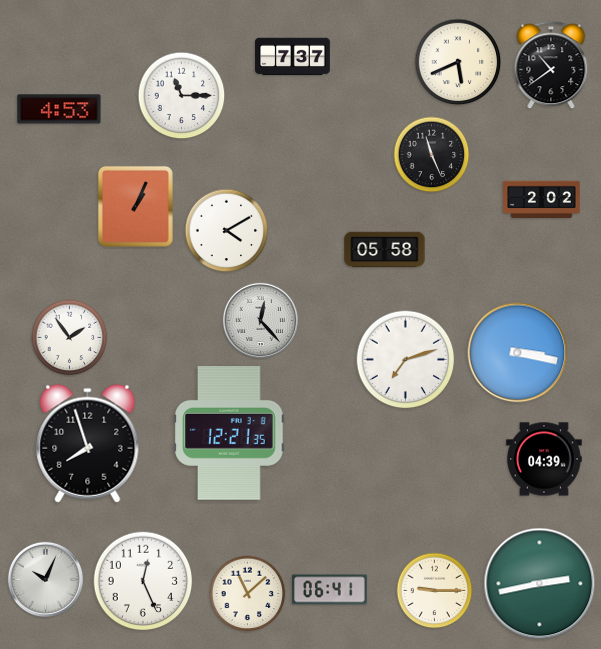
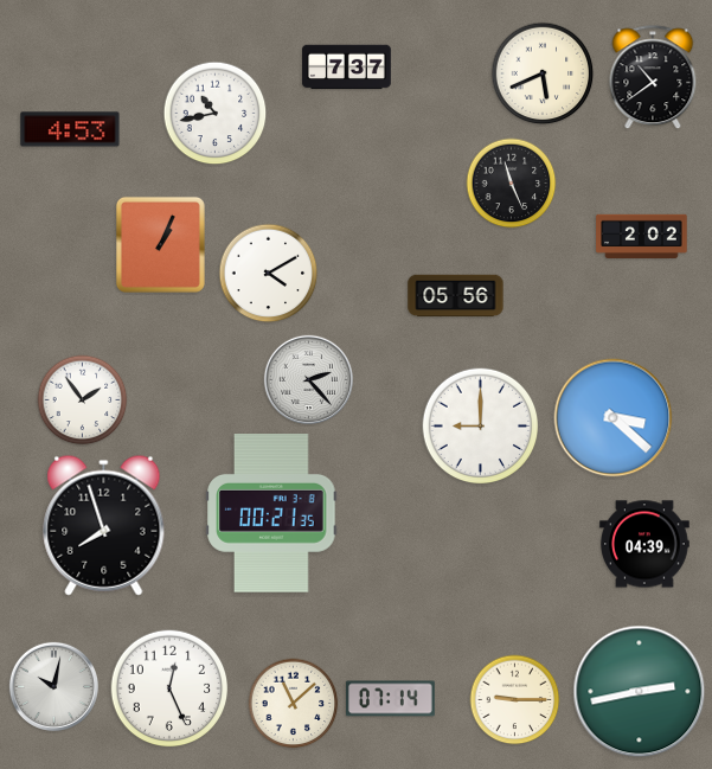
clock at (182, 96): 11:15 -> 10:43
clock at (385, 250): 05:58 -> 05:56
clock at (260, 320): 12:23 -> 2:23
clock at (518, 353): 3:17 -> 3:22
clock at (406, 360): 7:12 -> 9:00
clock at (229, 434): 12:21 -> 00:21
clock at (45, 579): 10:04 -> 10:02
clock at (330, 590): 06:41 -> 07:14
